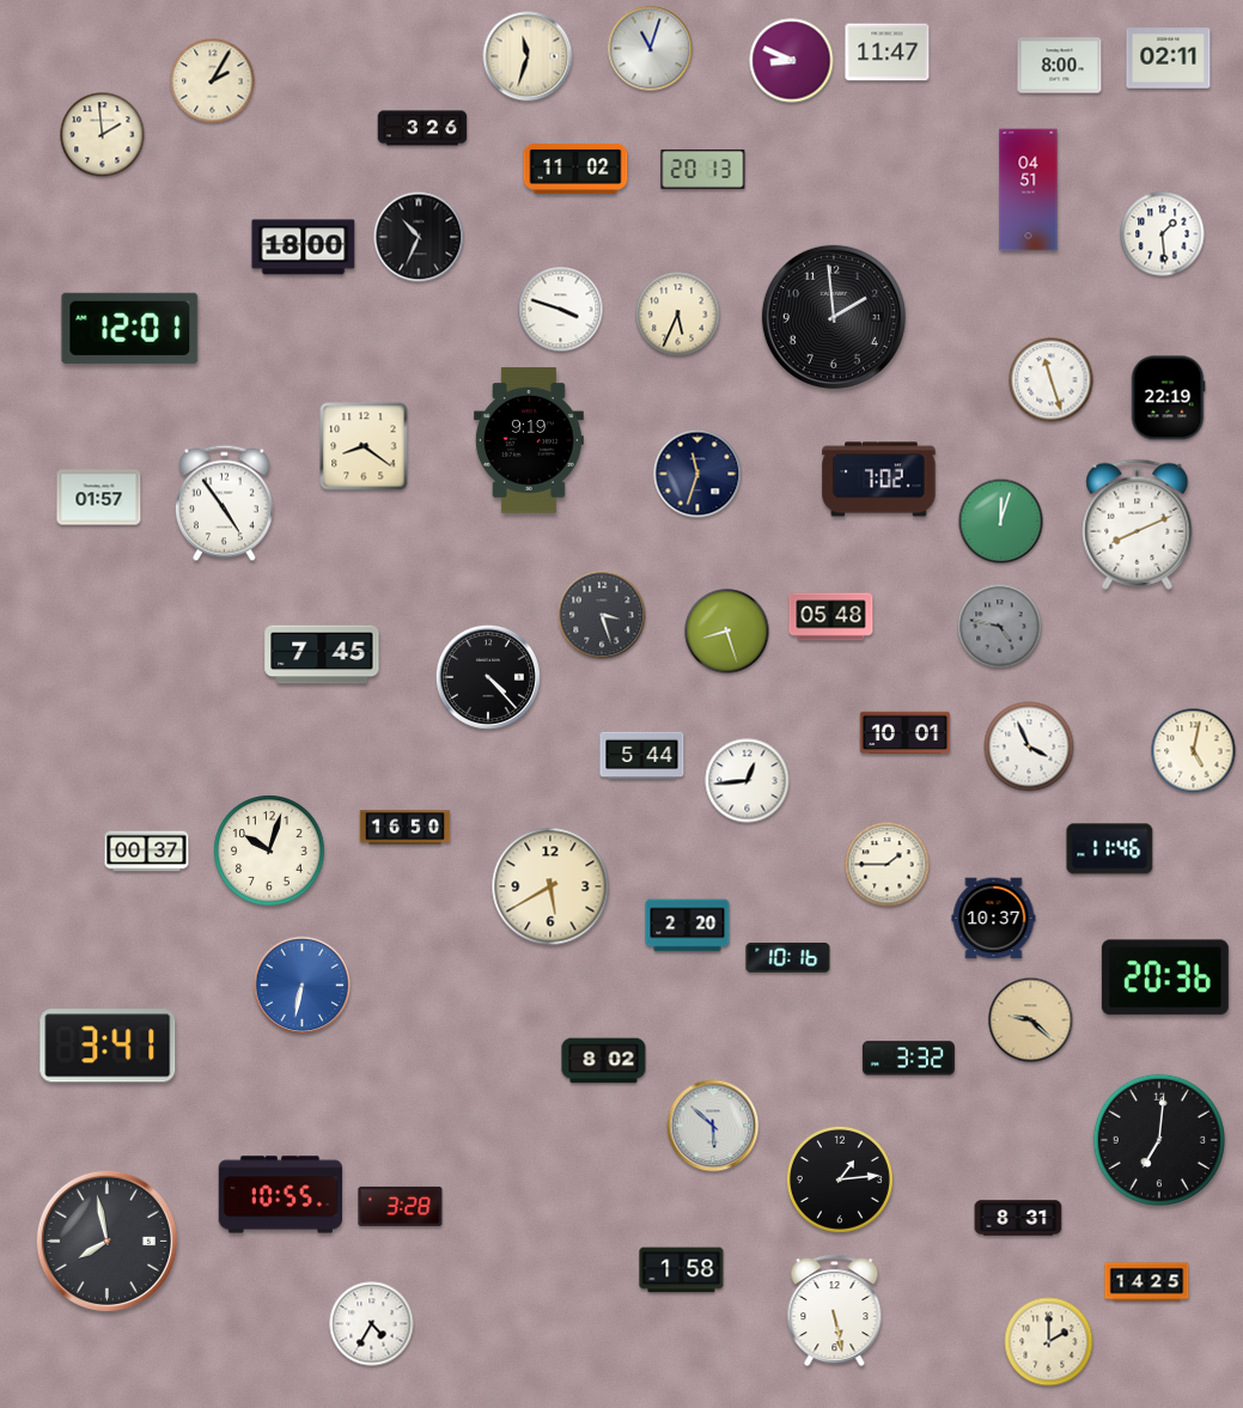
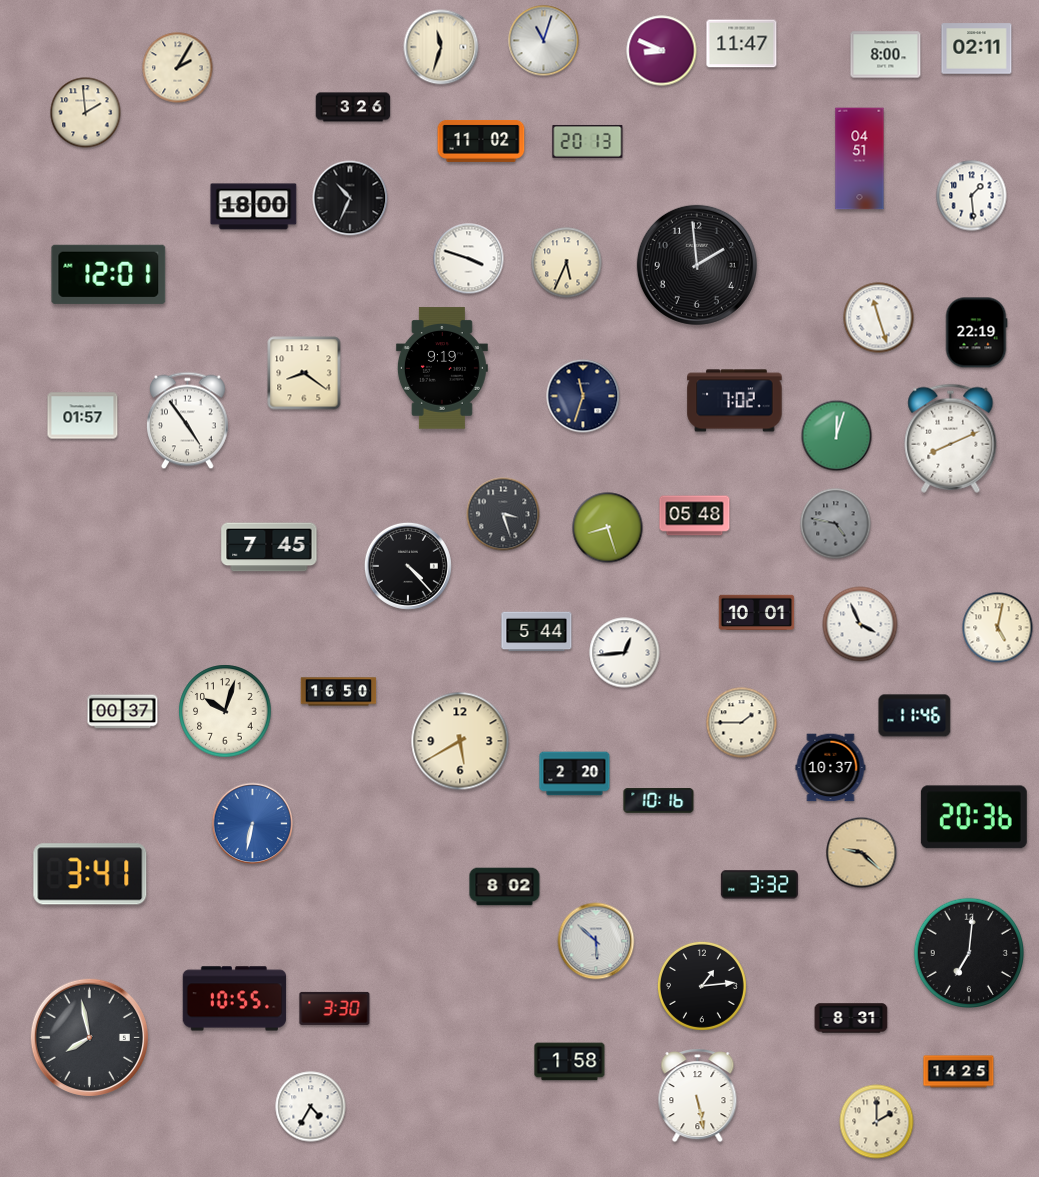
clock at (1110, 849) position: (1110, 849) -> (915, 716)
clock at (401, 1206): 3:28 -> 3:30
